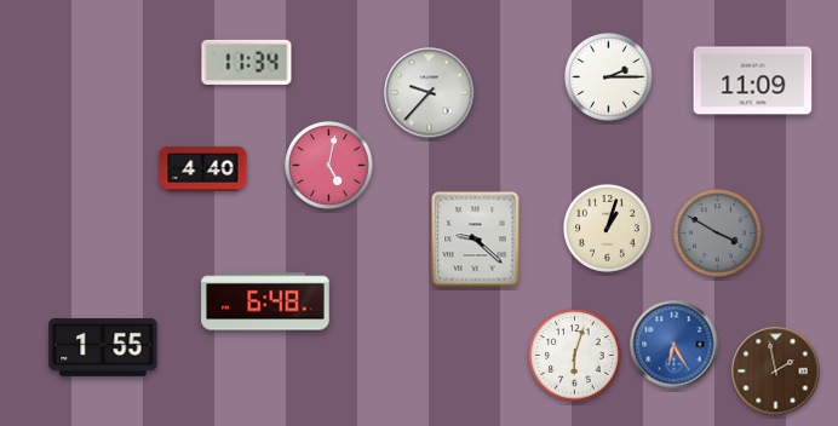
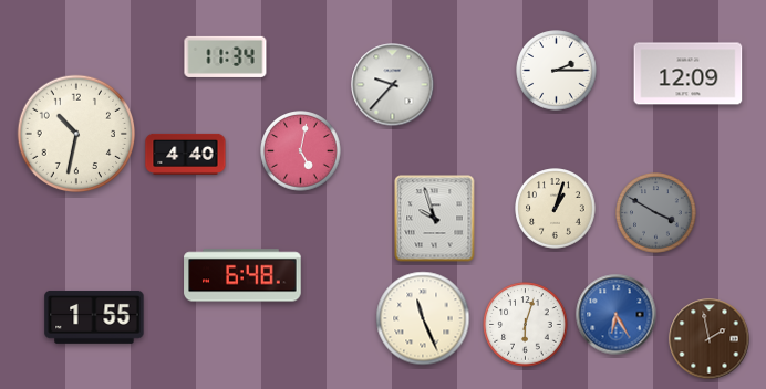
clock at (753, 81): 11:09 -> 12:09
clock at (76, 134): none -> 10:32
clock at (476, 240): 9:22 -> 9:57
clock at (423, 318): none -> 11:26
